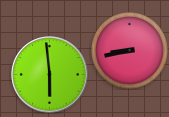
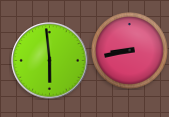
clock at (50, 75) position: (50, 75) -> (50, 61)
